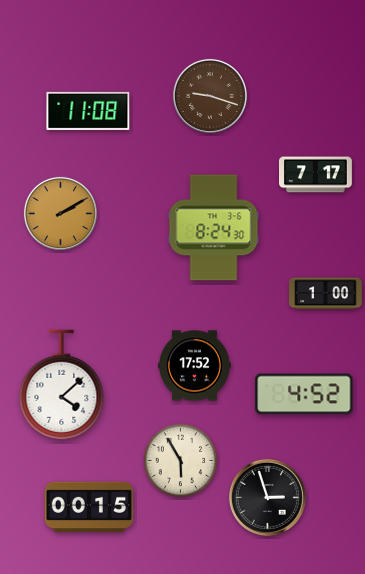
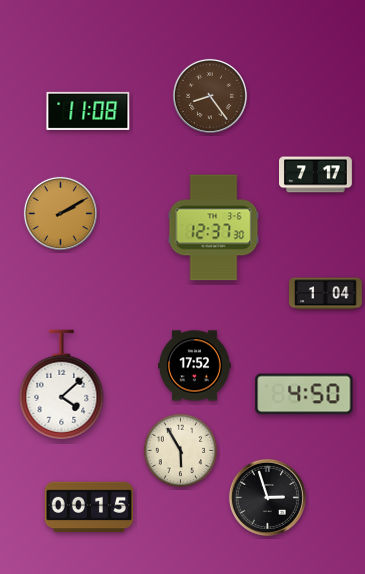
clock at (210, 96): 9:18 -> 8:24
clock at (214, 228): 8:24 -> 12:37
clock at (326, 294): 1:00 -> 1:04
clock at (304, 394): 4:52 -> 4:50
clock at (181, 461) position: (181, 461) -> (181, 451)
